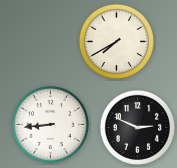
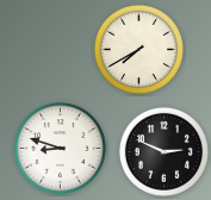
clock at (50, 124): 8:44 -> 8:48
